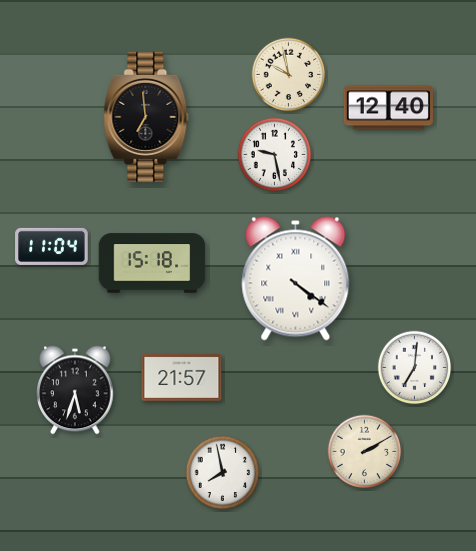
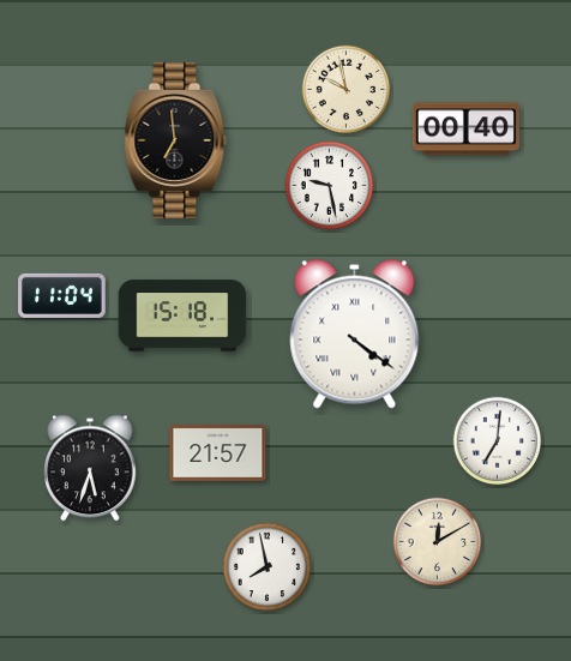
clock at (388, 108): 12:40 -> 00:40
clock at (365, 452): 2:10 -> 12:10
